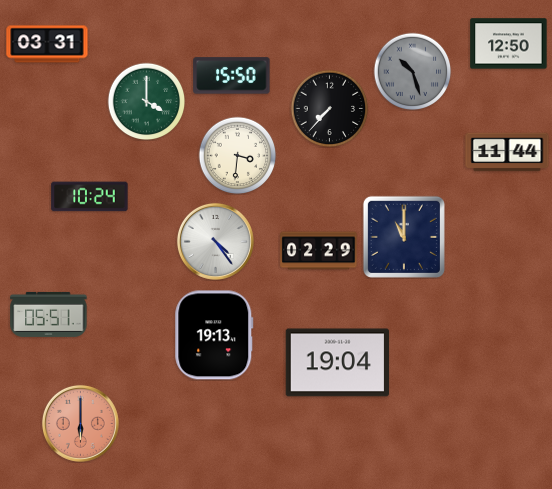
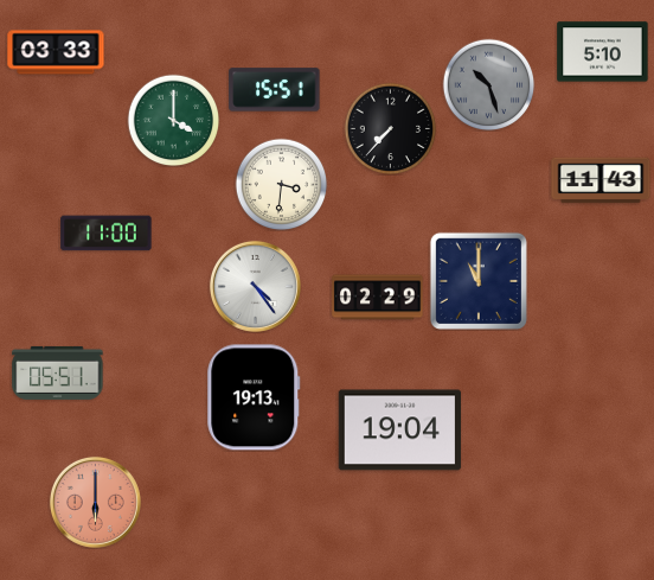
clock at (47, 44): 03:31 -> 03:33
clock at (509, 44): 12:50 -> 5:10
clock at (232, 76): 15:50 -> 15:51
clock at (507, 152): 11:44 -> 11:43
clock at (90, 197): 10:24 -> 11:00
